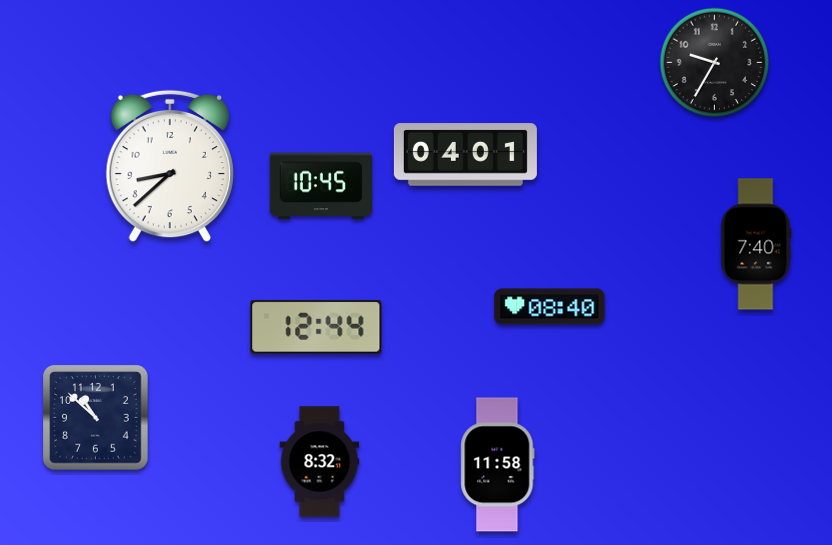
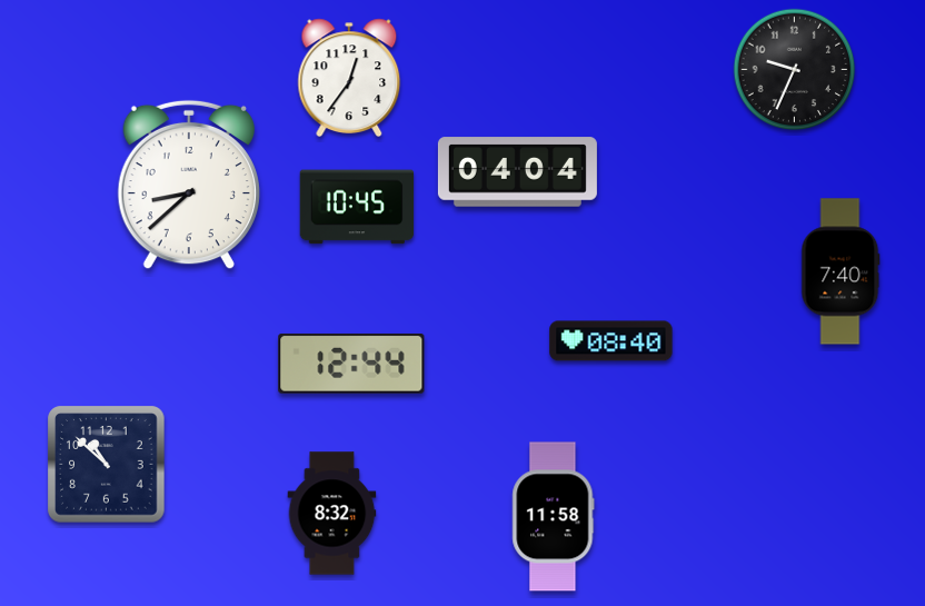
clock at (715, 63): 9:35 -> 9:34
clock at (349, 78): none -> 12:36
clock at (465, 155): 04:01 -> 04:04
clock at (320, 462) position: (320, 462) -> (332, 514)
